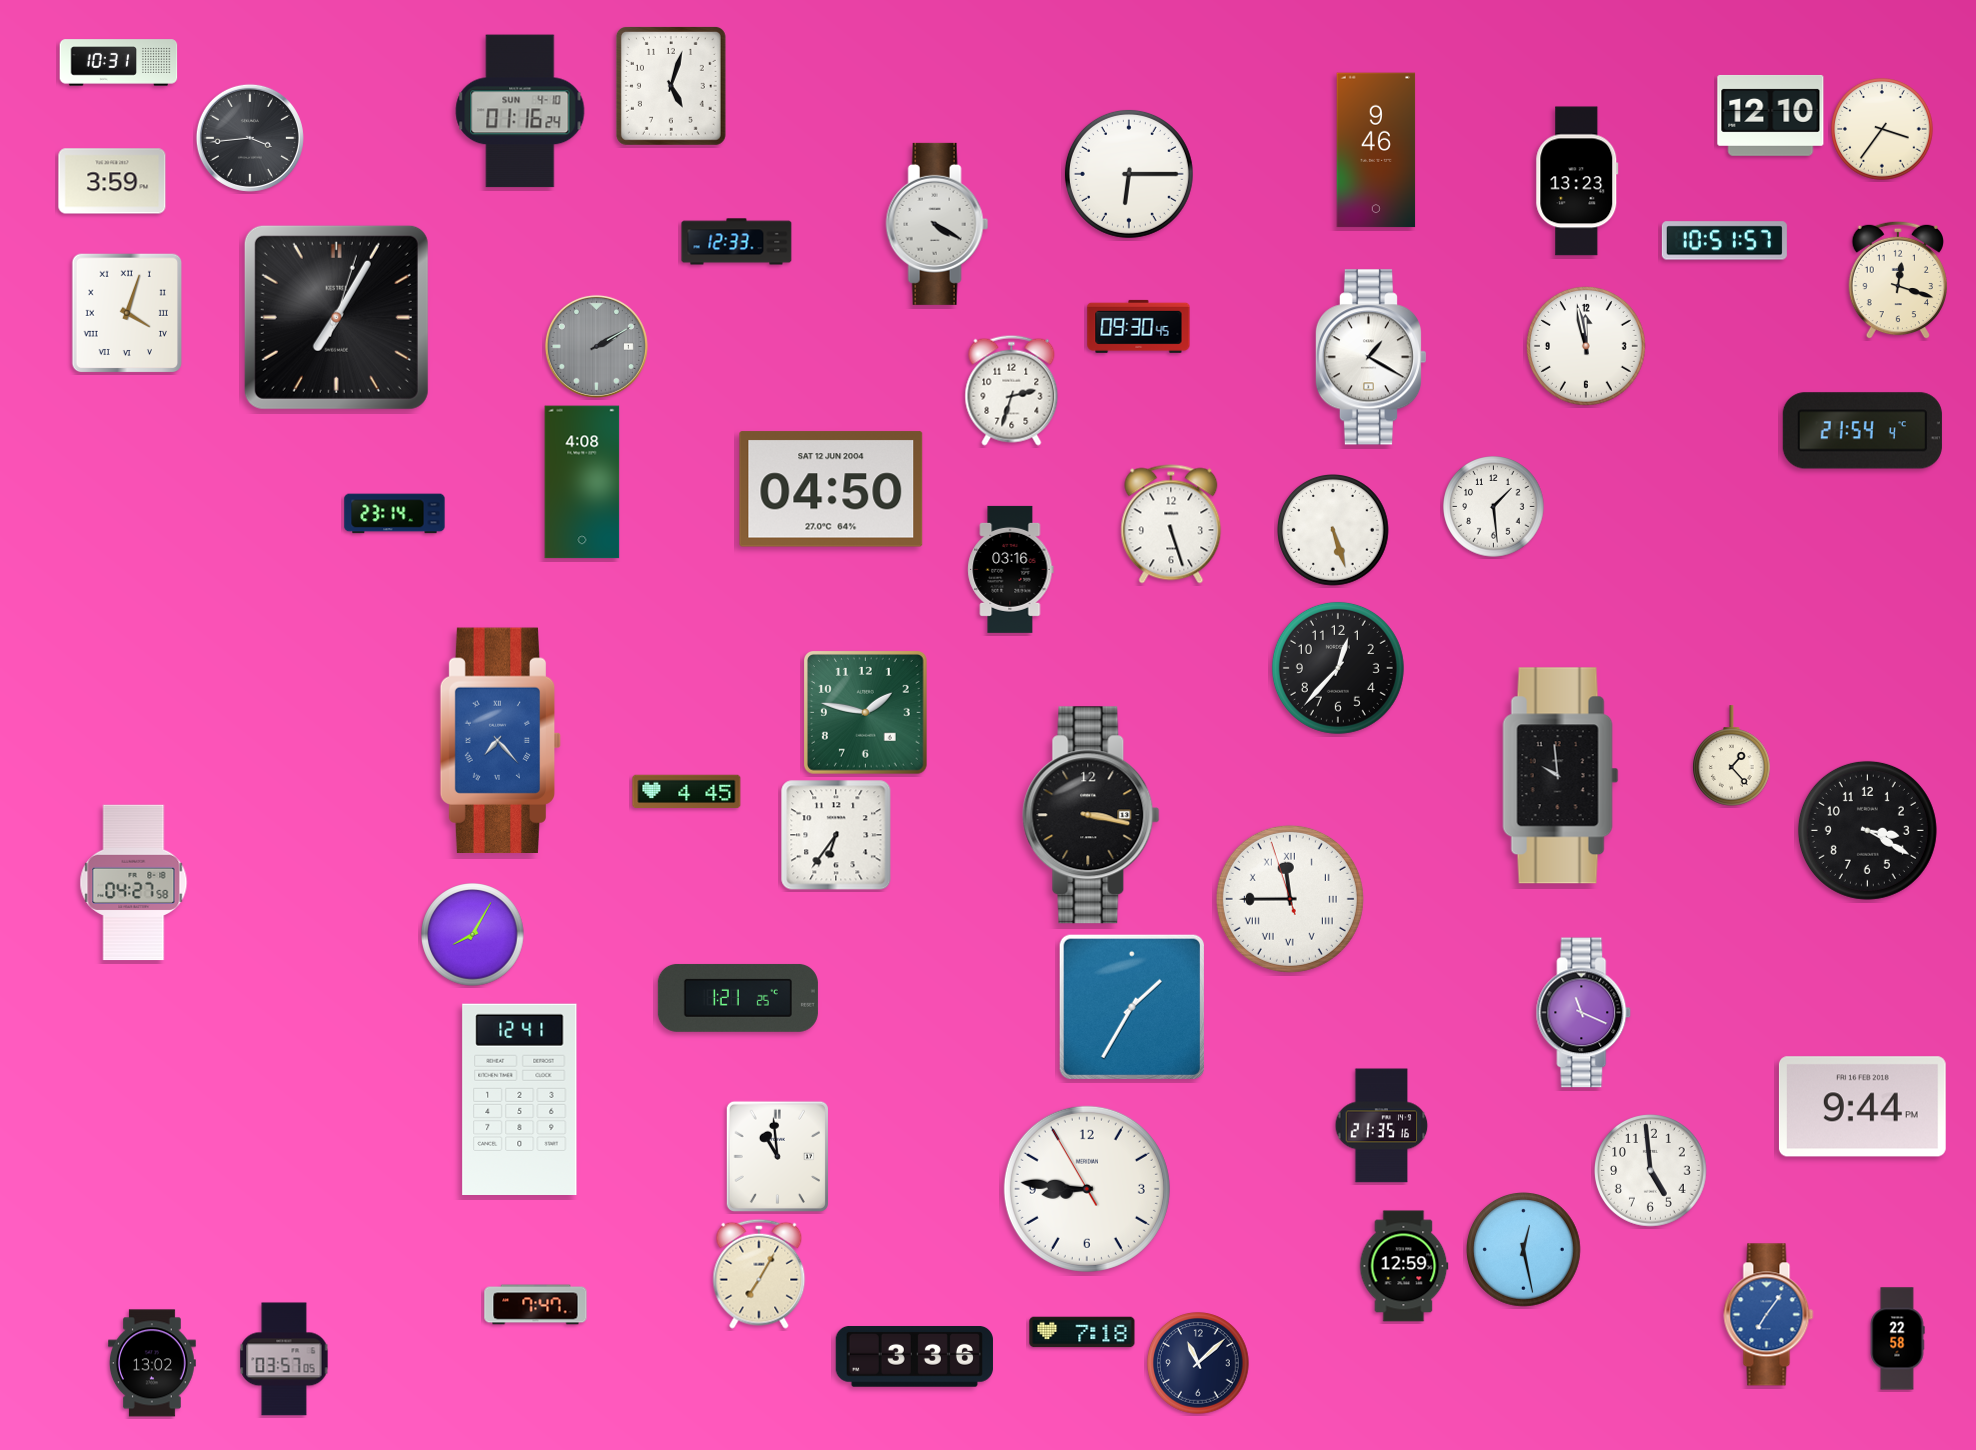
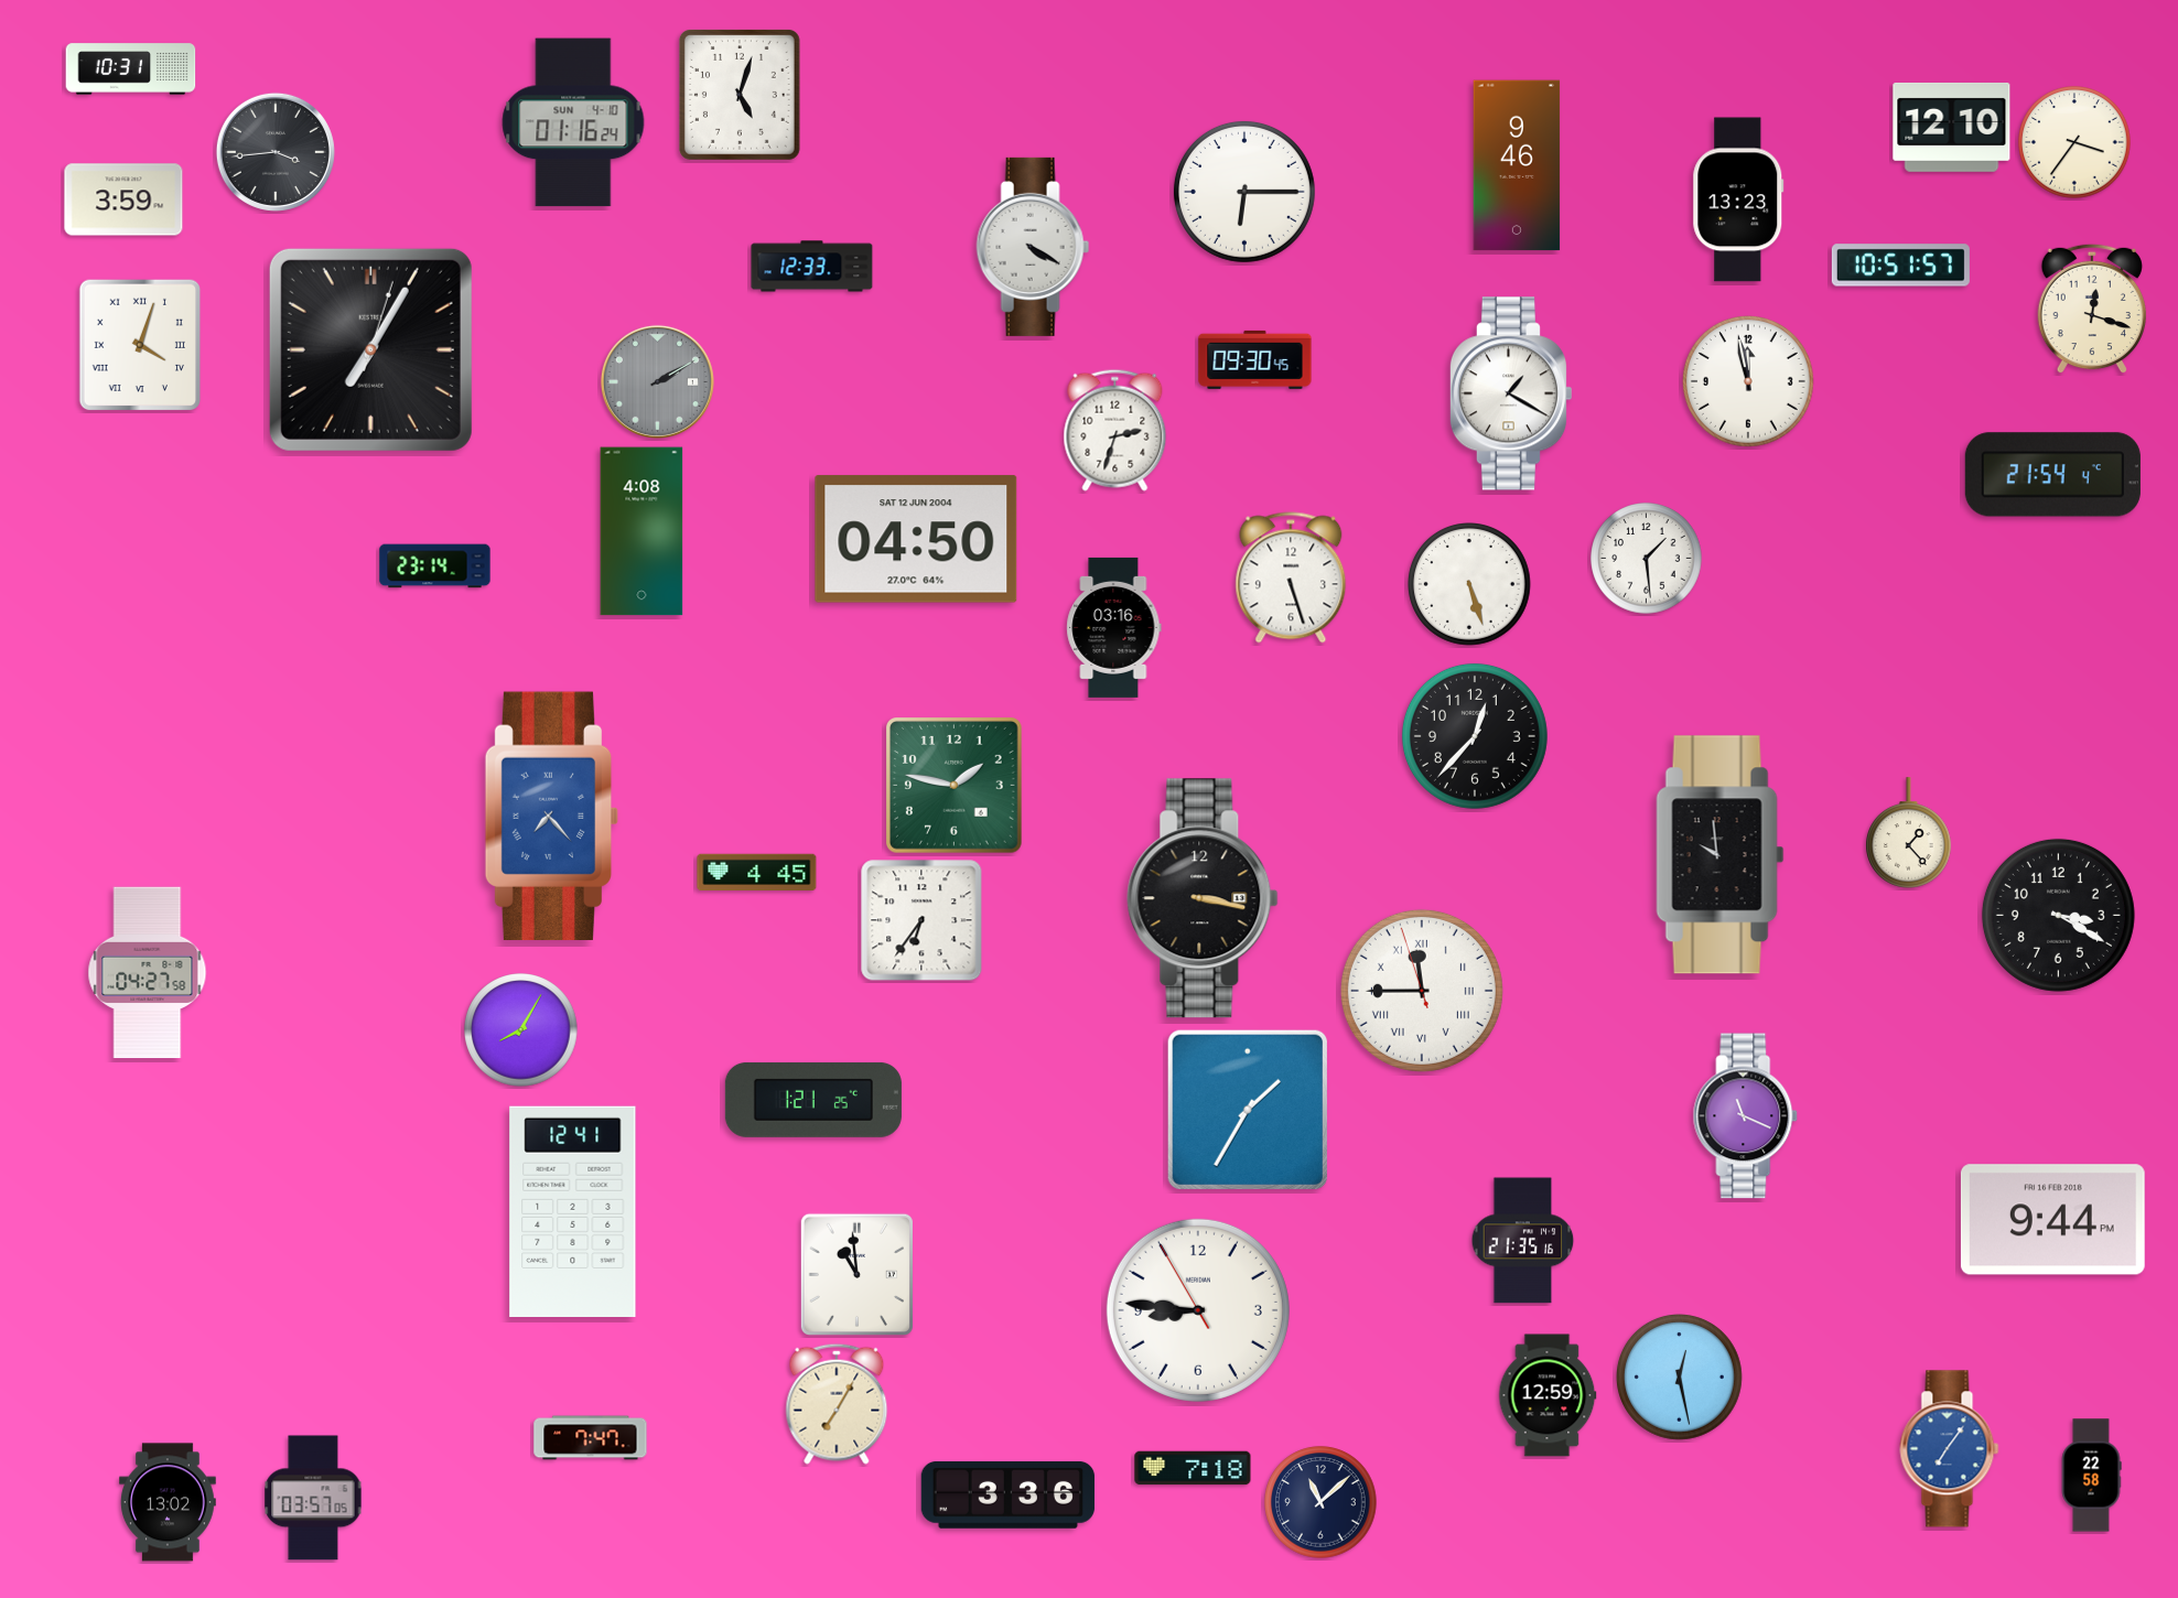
clock at (1651, 1171): 4:59 -> none
